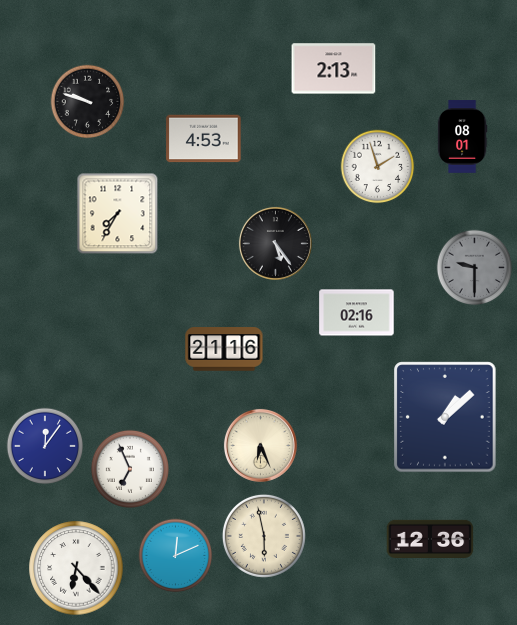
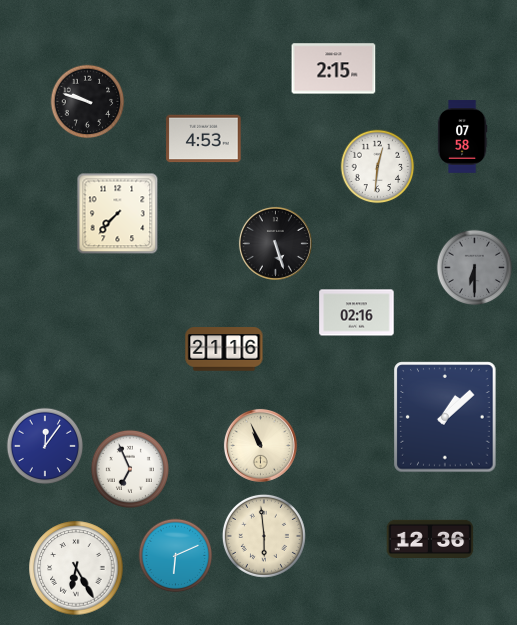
clock at (334, 69): 2:13 -> 2:15
clock at (462, 137): 08:01 -> 07:58
clock at (378, 167): 1:57 -> 12:31
clock at (118, 214): 7:35 -> 7:37
clock at (275, 243): 5:24 -> 5:27
clock at (475, 268): 9:30 -> 6:30
clock at (260, 445): 6:26 -> 10:56
clock at (264, 536): 5:58 -> 5:59
clock at (176, 556): 12:11 -> 6:11
clock at (76, 568): 6:23 -> 6:25
